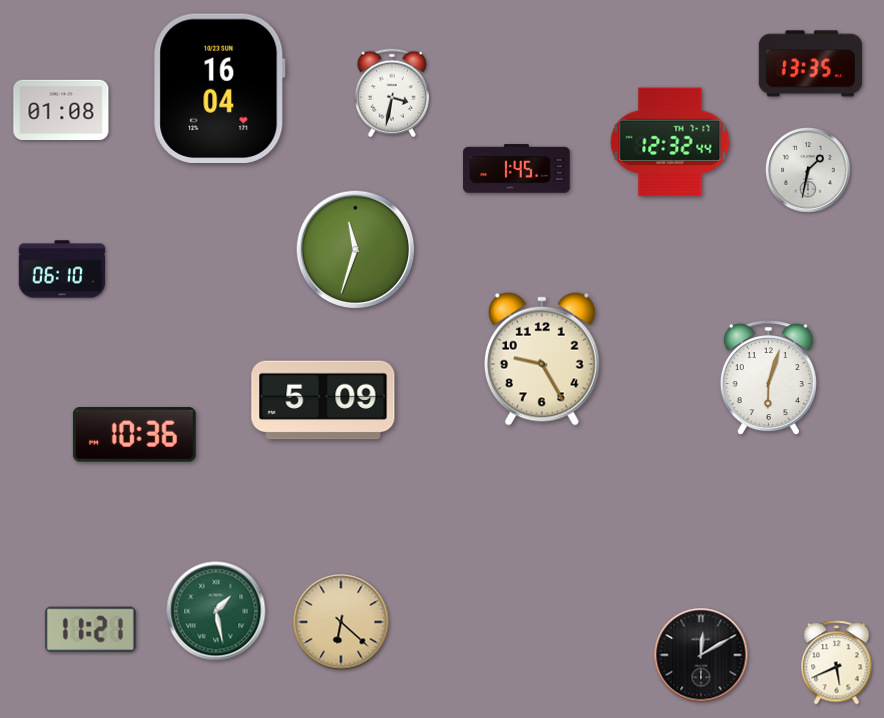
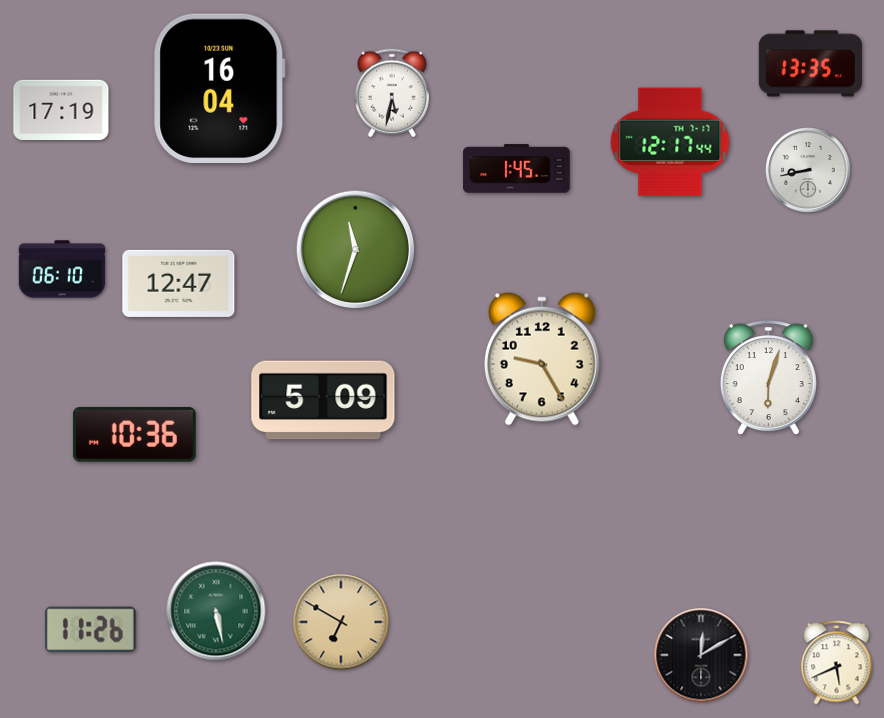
clock at (392, 93): 3:32 -> 5:32
clock at (61, 109): 01:08 -> 17:19
clock at (670, 142): 12:32 -> 12:17
clock at (808, 170): 1:32 -> 8:43
clock at (179, 283): none -> 12:47
clock at (216, 611): 1:28 -> 5:28
clock at (341, 622): 6:22 -> 6:50
clock at (90, 629): 11:21 -> 11:26
